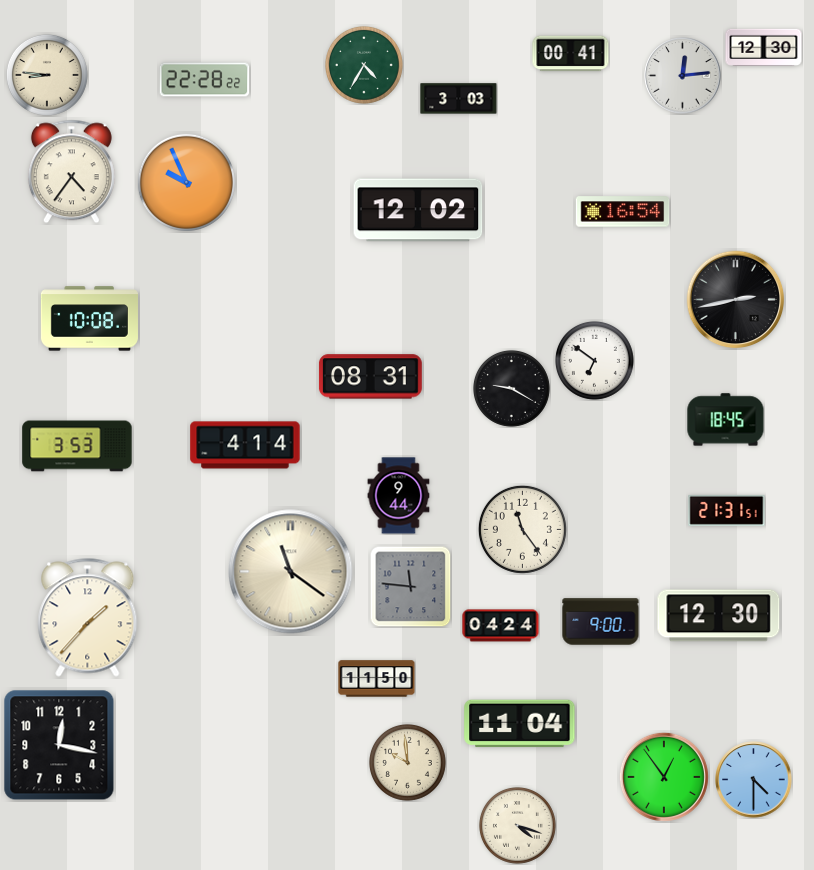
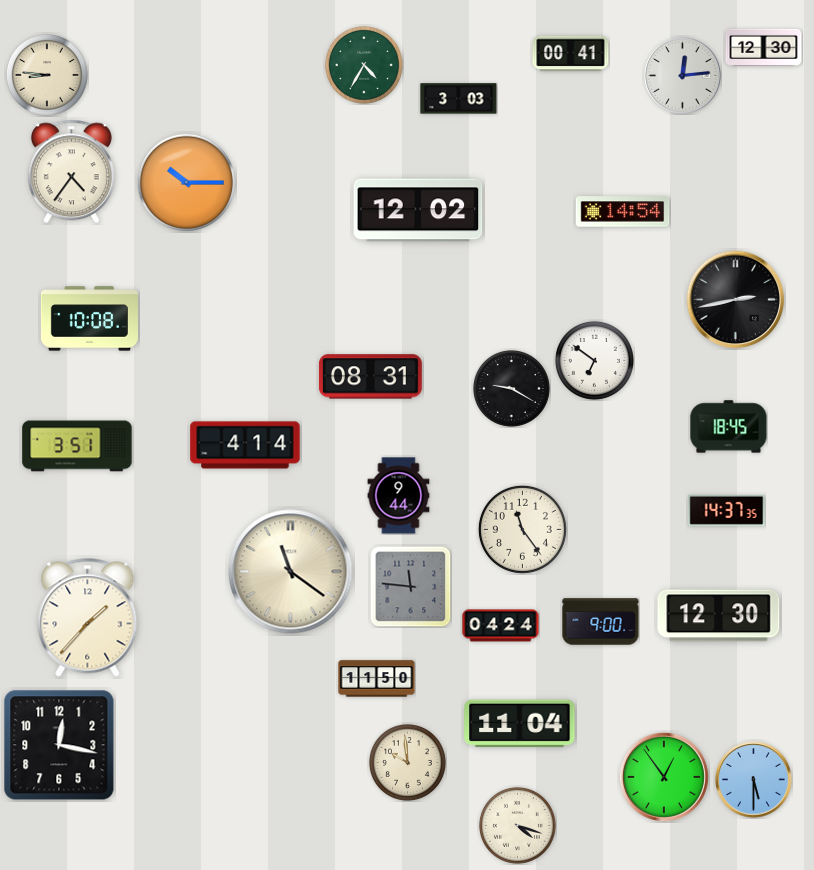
clock at (205, 80): 22:28 -> none
clock at (186, 182): 9:56 -> 10:15
clock at (623, 212): 16:54 -> 14:54
clock at (726, 420) position: (726, 420) -> (729, 427)
clock at (77, 446): 3:53 -> 3:51
clock at (727, 510): 21:31 -> 14:37
clock at (754, 780): 4:30 -> 5:30
